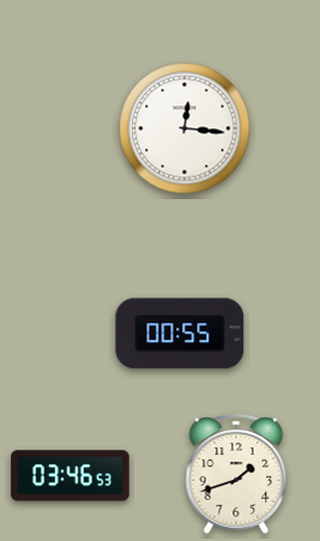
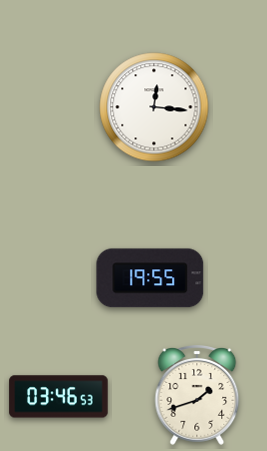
clock at (180, 333): 00:55 -> 19:55
